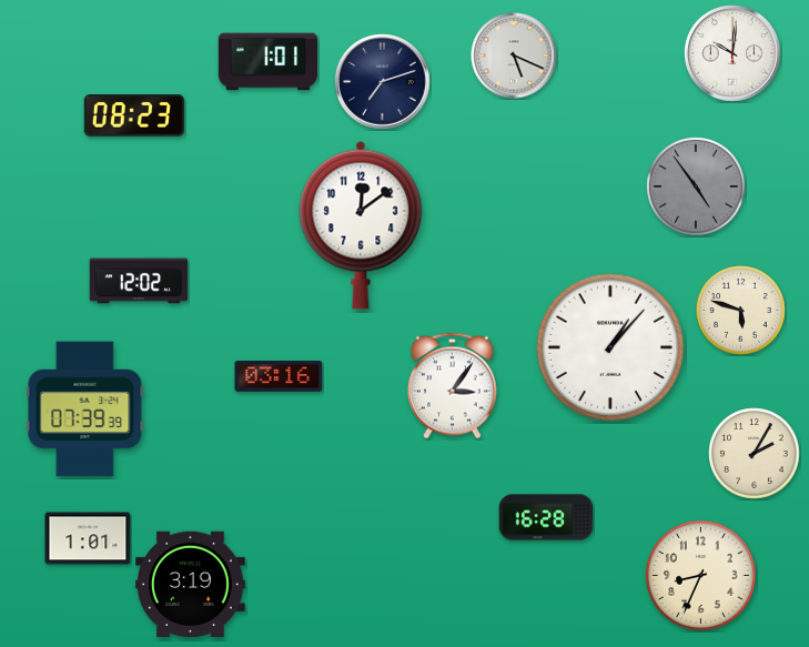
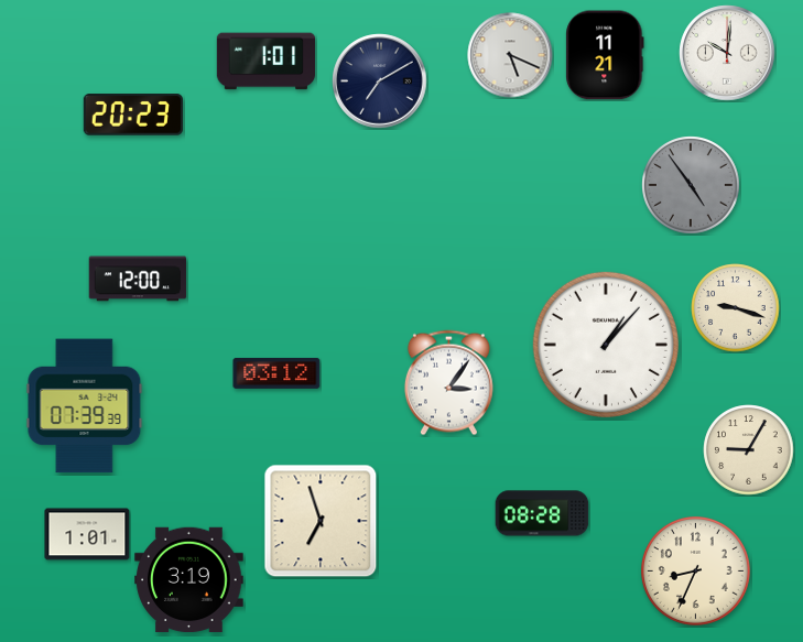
clock at (605, 55): none -> 11:21
clock at (383, 82): 7:12 -> 7:10
clock at (134, 115): 08:23 -> 20:23
clock at (361, 225): 12:09 -> none
clock at (139, 281): 12:02 -> 12:00
clock at (741, 311): 5:48 -> 9:18
clock at (279, 376): 03:16 -> 03:12
clock at (755, 454): 2:05 -> 9:05
clock at (546, 517): 16:28 -> 08:28
clock at (321, 521): none -> 6:57
